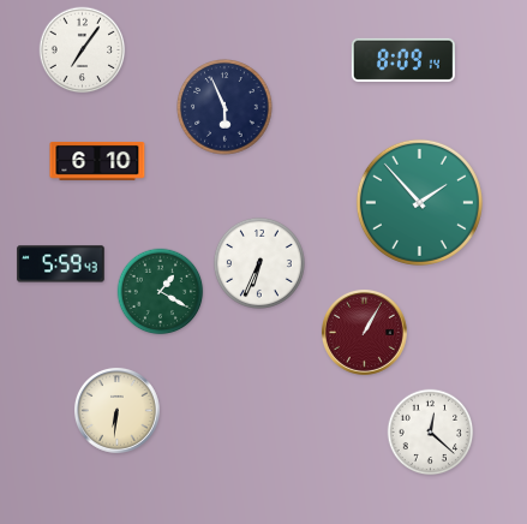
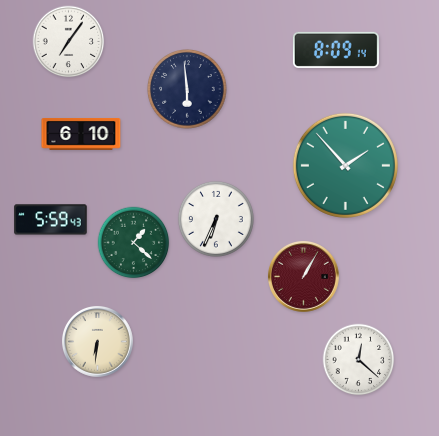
clock at (224, 107): 5:56 -> 5:59
clock at (419, 202) position: (419, 202) -> (345, 165)
clock at (161, 292): 1:20 -> 1:22
